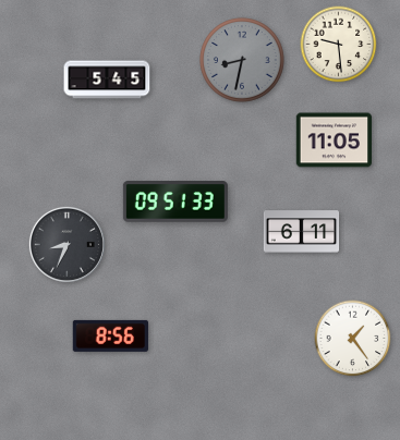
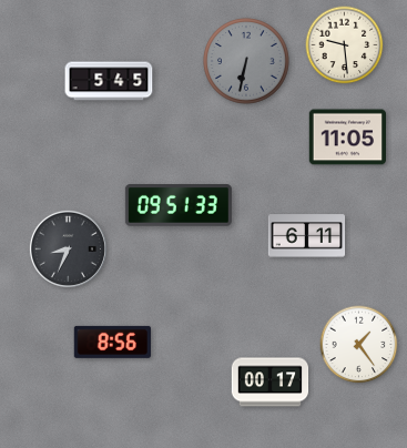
clock at (242, 60): 8:32 -> 6:32
clock at (334, 140) position: (334, 140) -> (347, 138)
clock at (271, 383): none -> 00:17
